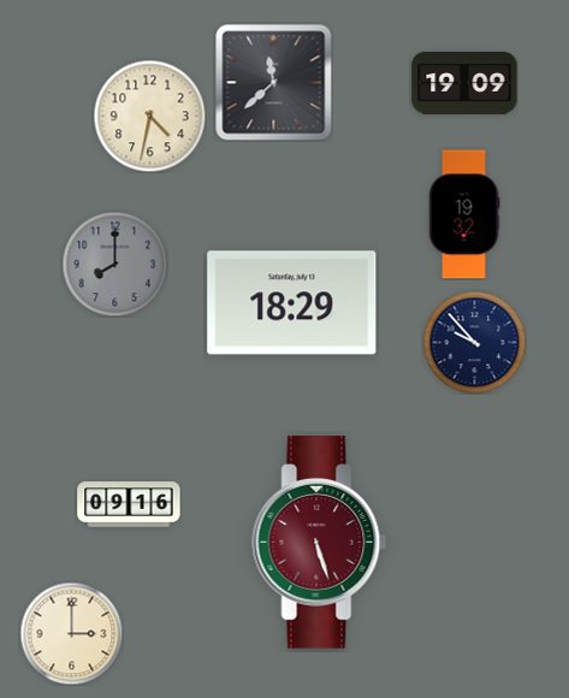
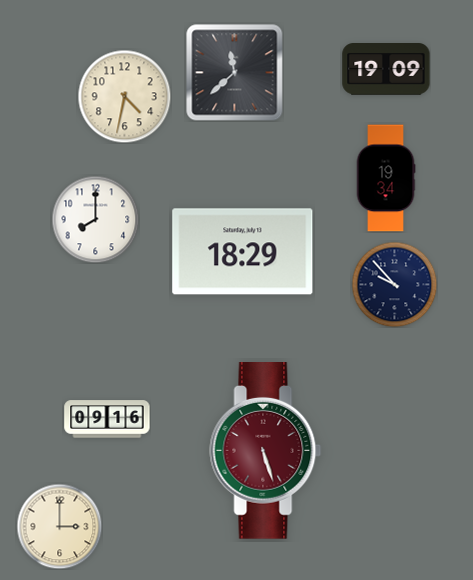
clock at (274, 83) position: (274, 83) -> (235, 73)
clock at (464, 214): 19:32 -> 19:34
clock at (114, 264) dial: grey -> white
